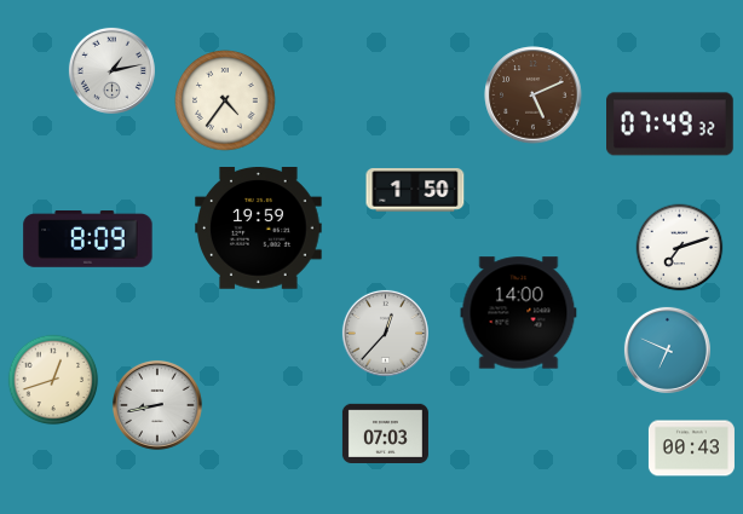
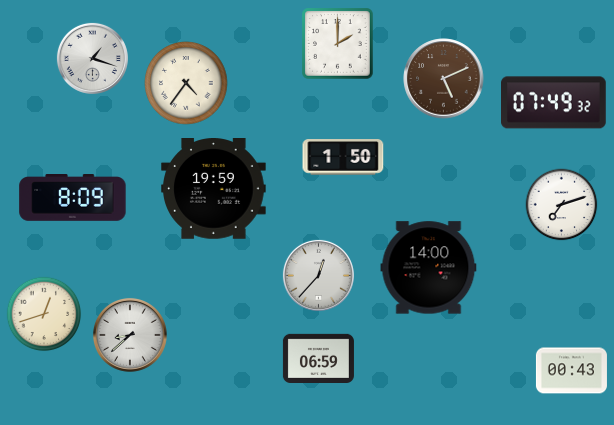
clock at (338, 44): none -> 2:00
clock at (111, 70): 1:13 -> 1:18
clock at (534, 96) position: (534, 96) -> (444, 79)
clock at (519, 313) position: (519, 313) -> (429, 268)
clock at (667, 350): 6:49 -> none
clock at (157, 405): 8:43 -> 8:38
clock at (385, 433): 07:03 -> 06:59
